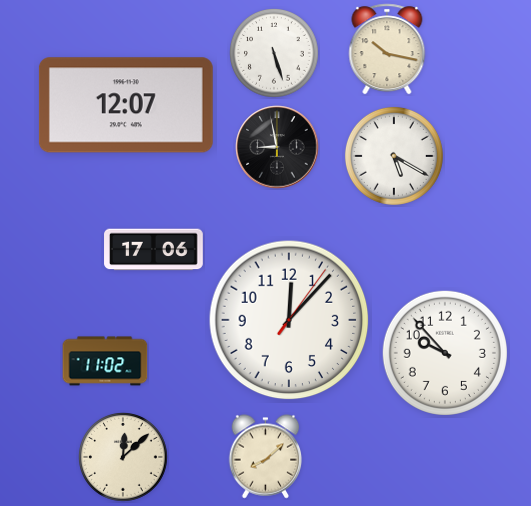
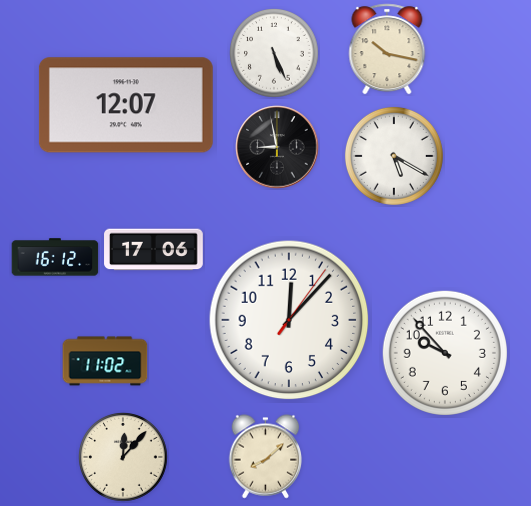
clock at (275, 54): 5:27 -> 5:26
clock at (55, 257): none -> 16:12
clock at (124, 458): 12:08 -> 12:07
